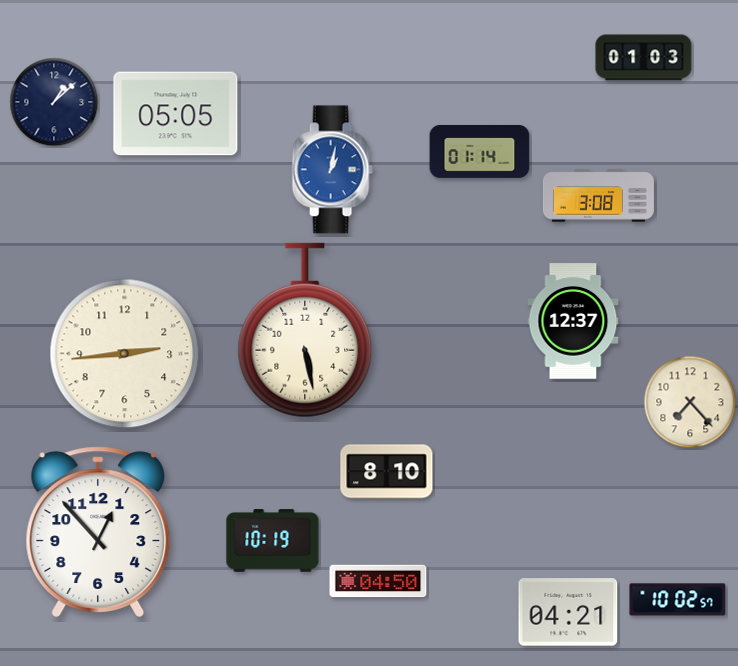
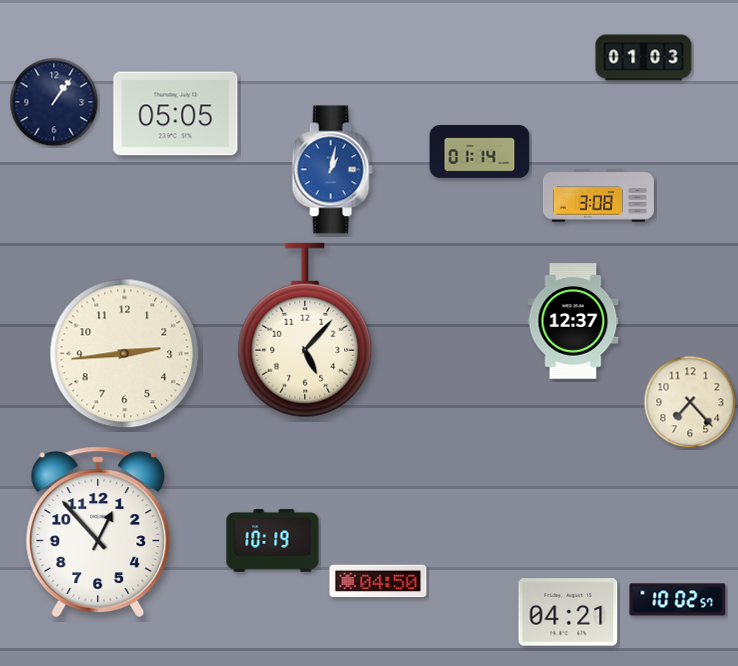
clock at (54, 102): 1:08 -> 1:06
clock at (305, 330): 5:28 -> 5:07
clock at (387, 472): 8:10 -> none
